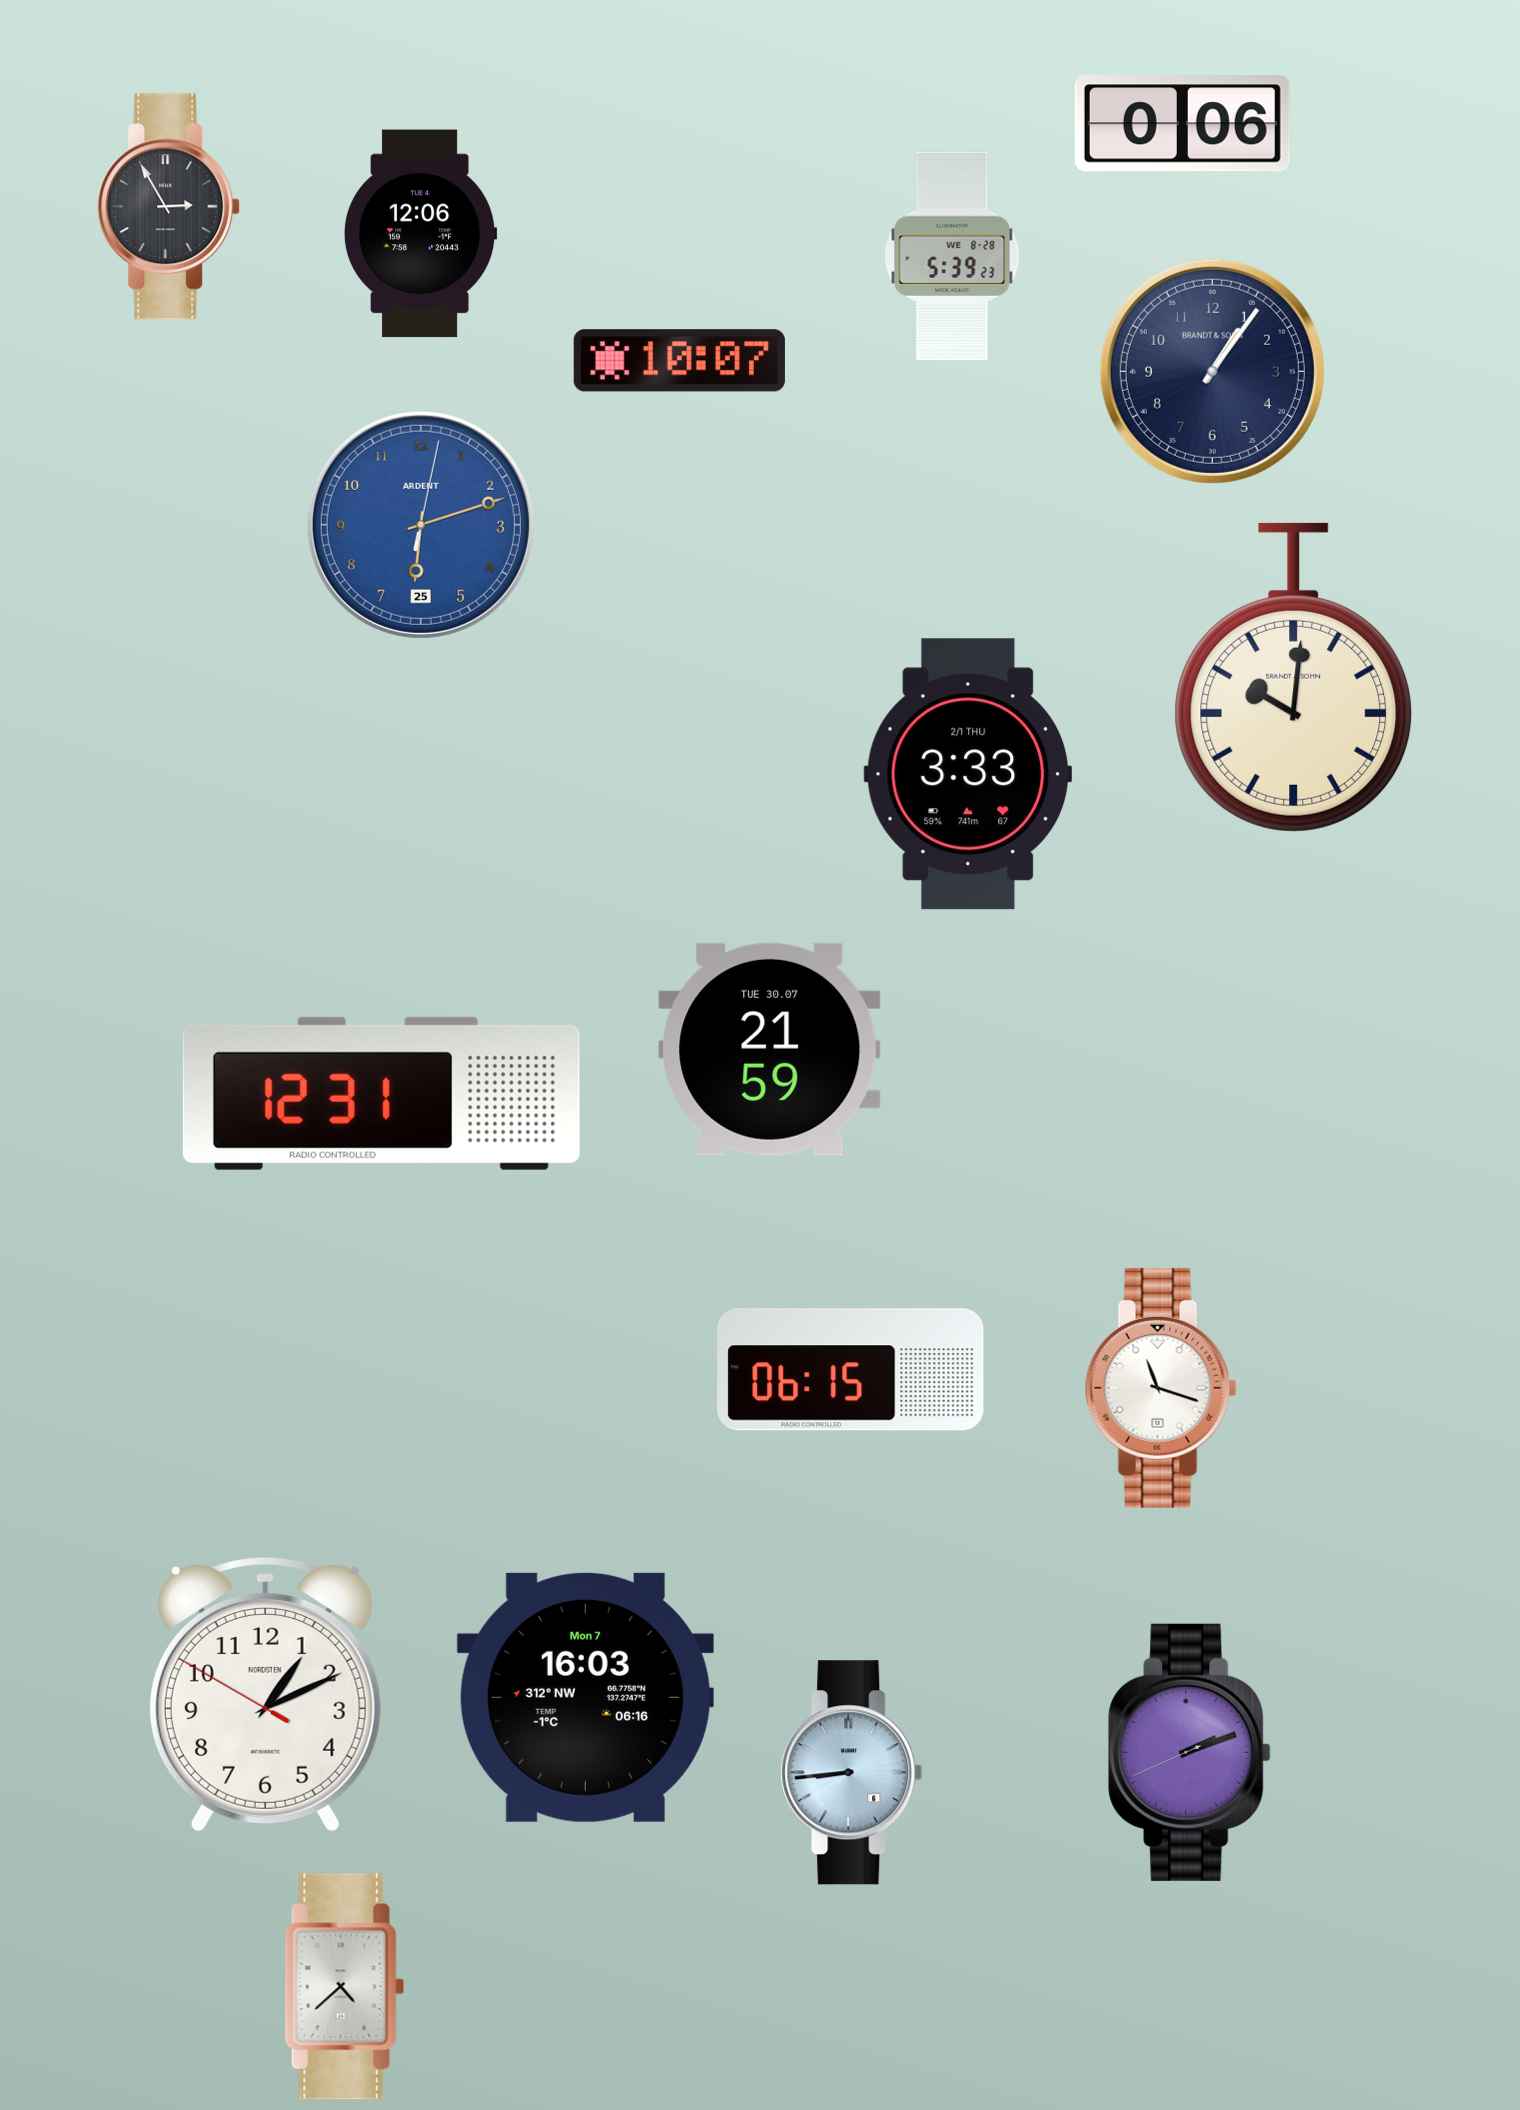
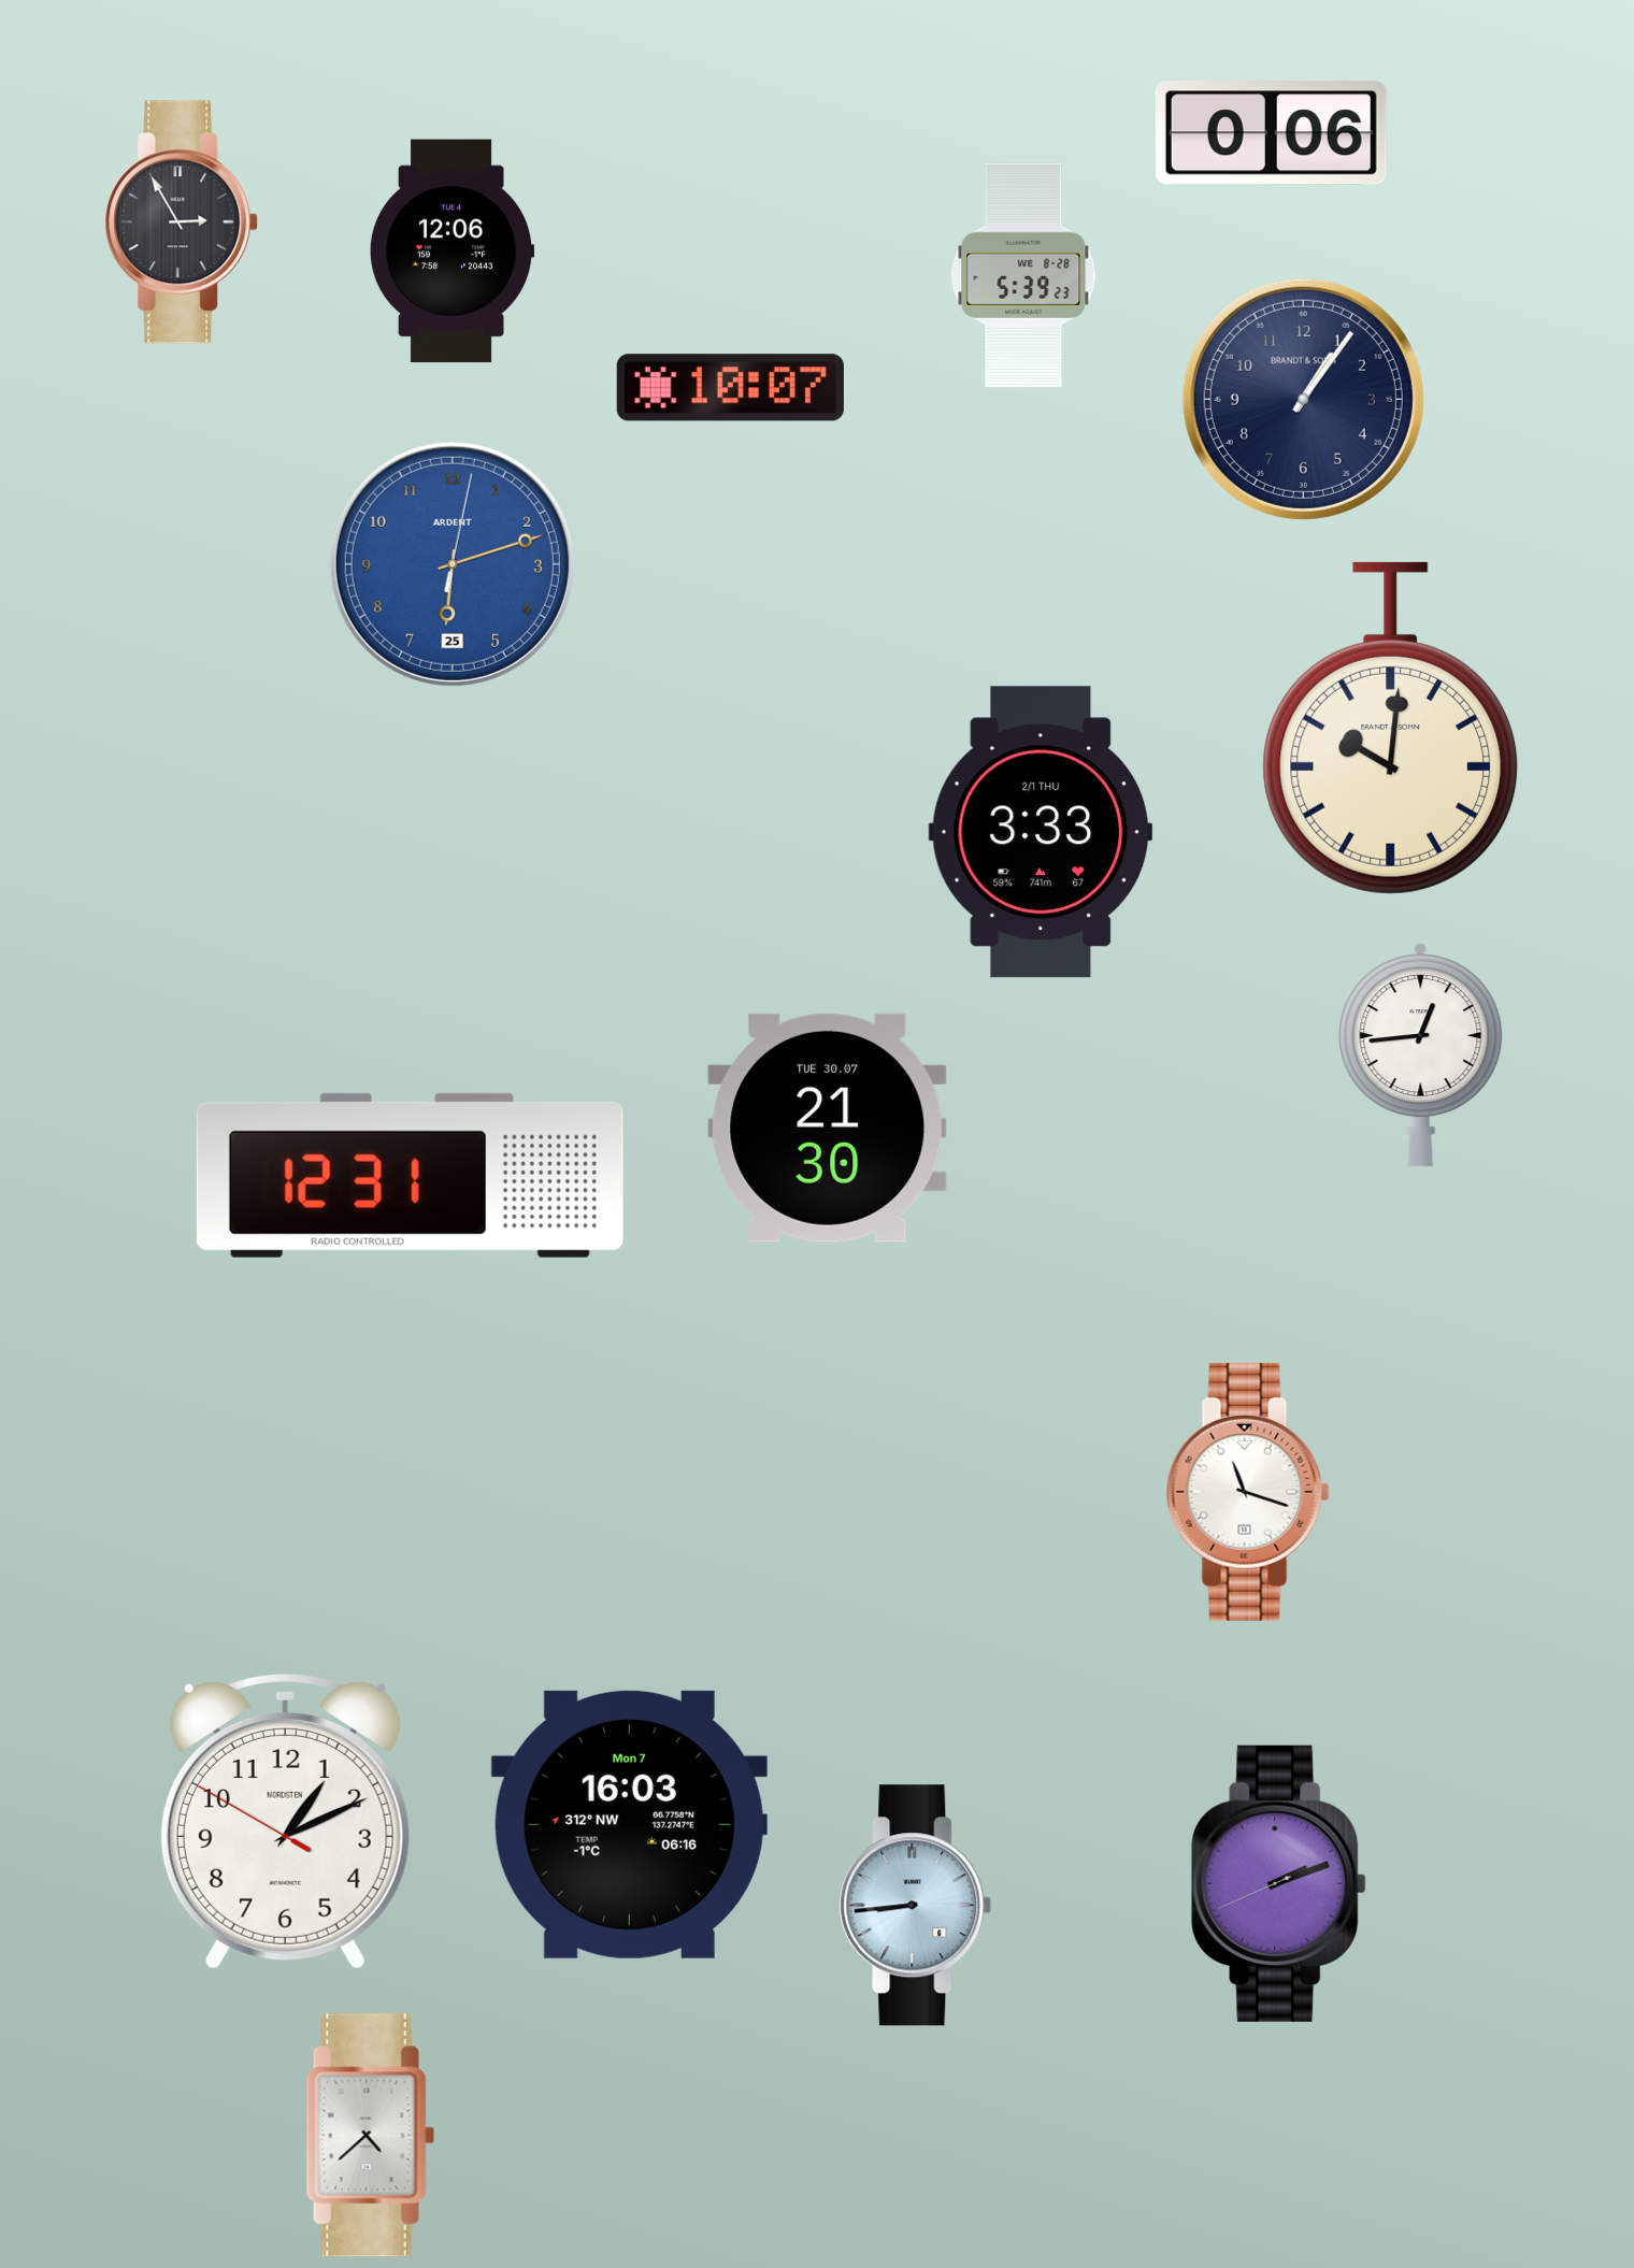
clock at (1421, 1056): none -> 12:44
clock at (770, 1049): 21:59 -> 21:30
clock at (851, 1370): 06:15 -> none
